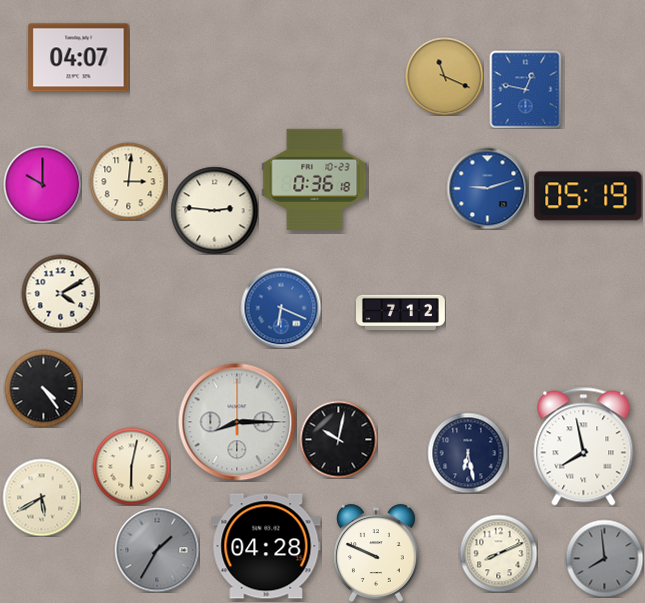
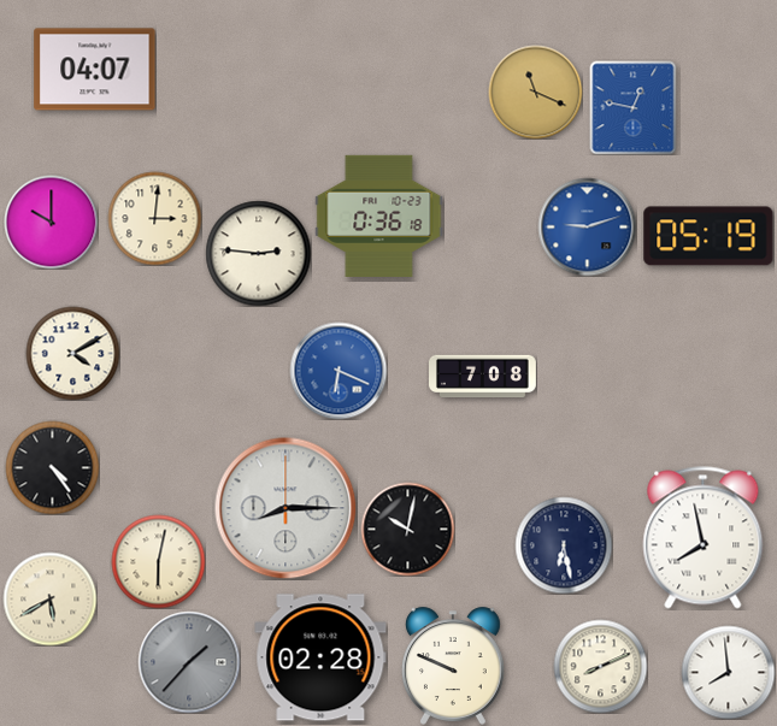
clock at (401, 313): 7:12 -> 7:08
clock at (266, 546): 04:28 -> 02:28
clock at (157, 550): 1:35 -> 1:37
clock at (604, 558) dial: grey -> white
